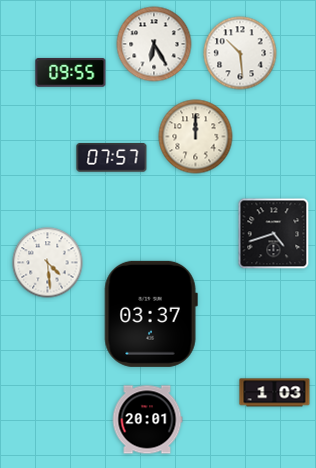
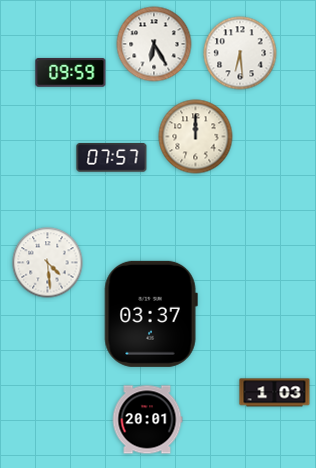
clock at (240, 53): 10:29 -> 6:29
clock at (71, 73): 09:55 -> 09:59
clock at (274, 234): 4:42 -> none
